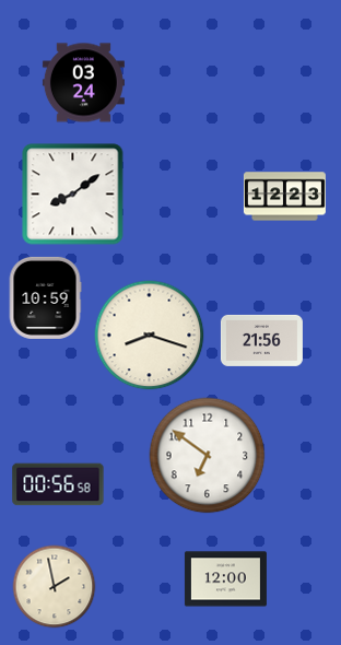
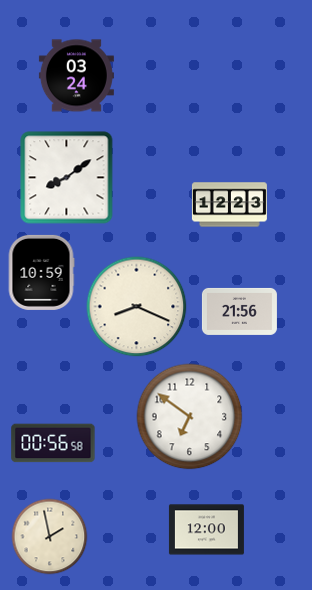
clock at (284, 197) position: (284, 197) -> (229, 205)
clock at (150, 336): 8:18 -> 8:19
